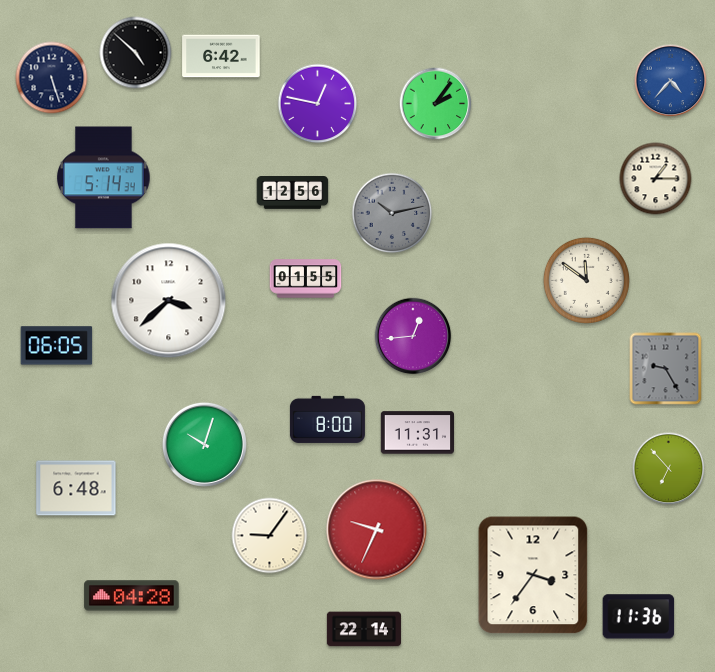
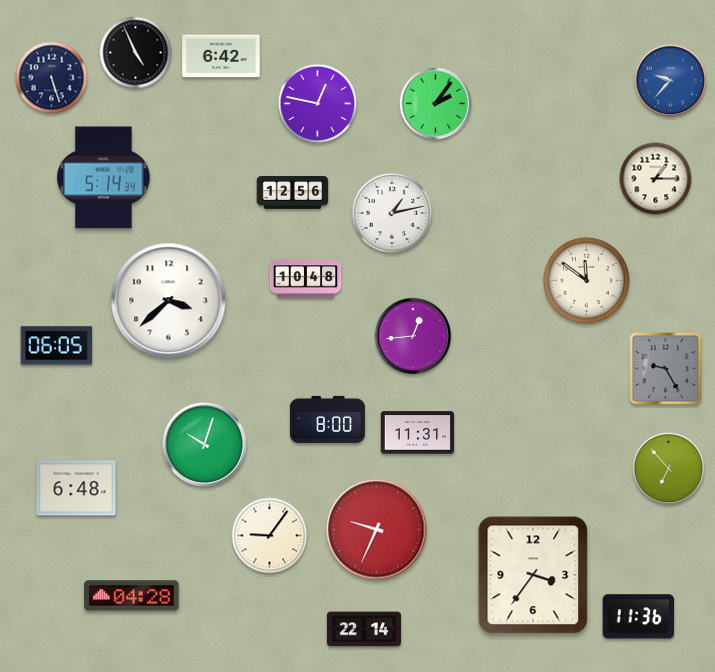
clock at (136, 53): 4:52 -> 4:56
clock at (671, 81): 4:37 -> 9:37
clock at (392, 213): 10:13 -> 1:13
clock at (392, 213) dial: grey -> white
clock at (306, 279): 01:55 -> 10:48
